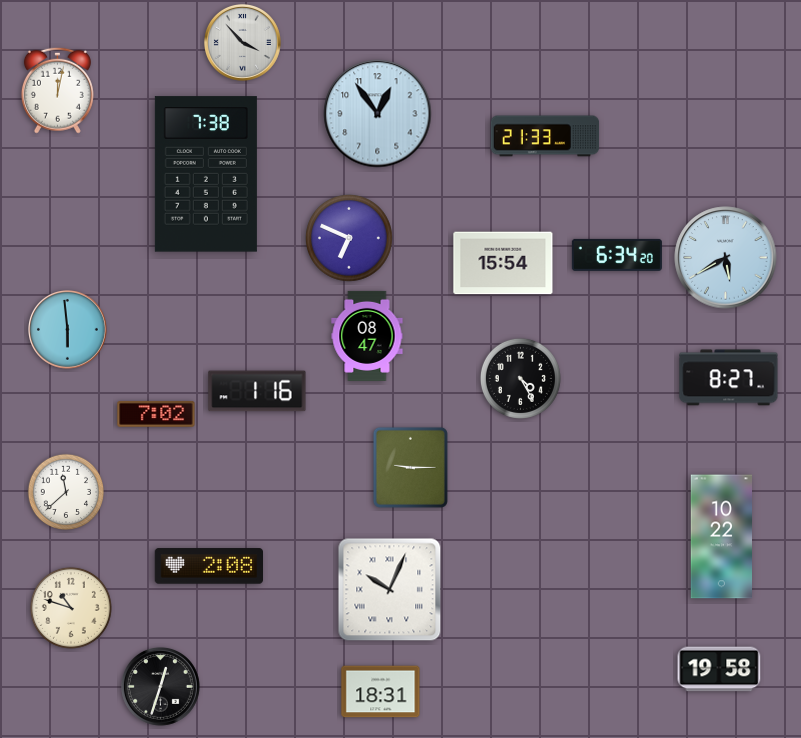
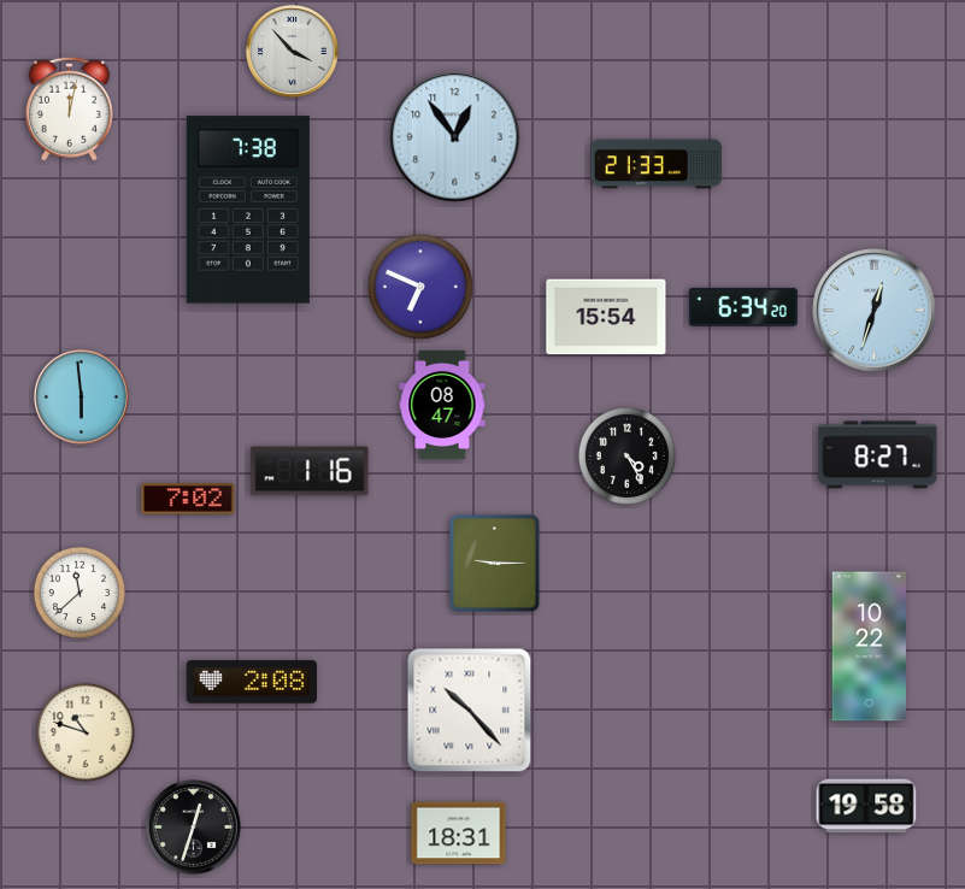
clock at (726, 258): 5:40 -> 12:33
clock at (390, 590): 10:04 -> 10:23
